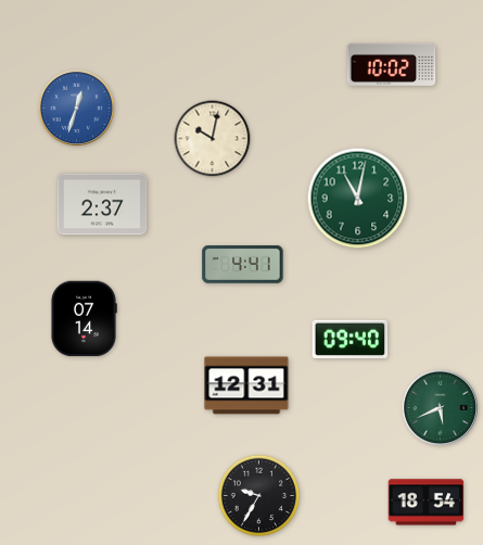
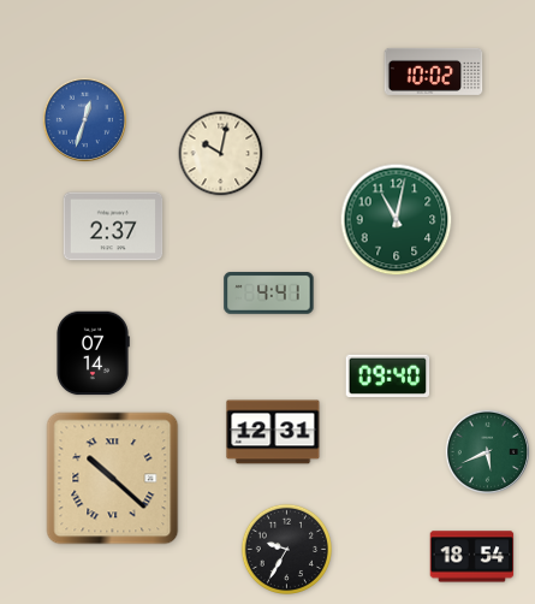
clock at (213, 139) position: (213, 139) -> (221, 154)
clock at (246, 385) position: (246, 385) -> (273, 432)
clock at (113, 479): none -> 10:22
